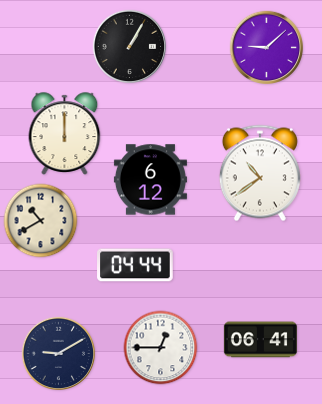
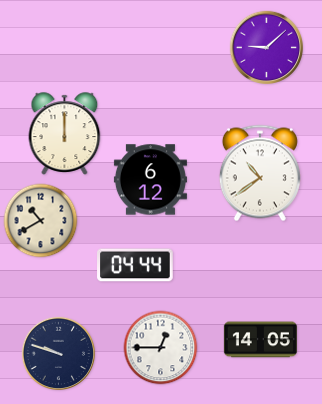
clock at (130, 47): 1:05 -> none
clock at (260, 340): 06:41 -> 14:05
clock at (59, 354): 9:10 -> 9:48
